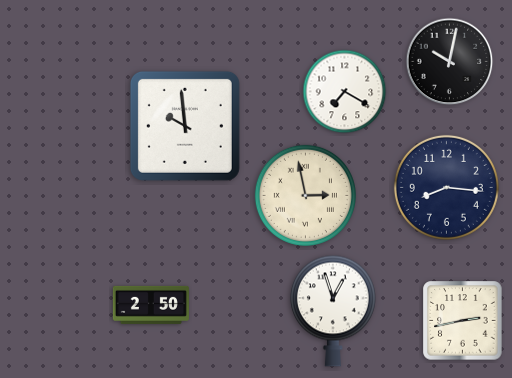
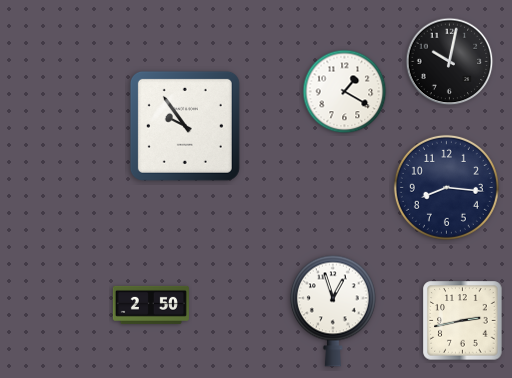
clock at (345, 92): 7:20 -> 1:20
clock at (185, 126): 9:59 -> 9:54
clock at (305, 195): 2:58 -> none
